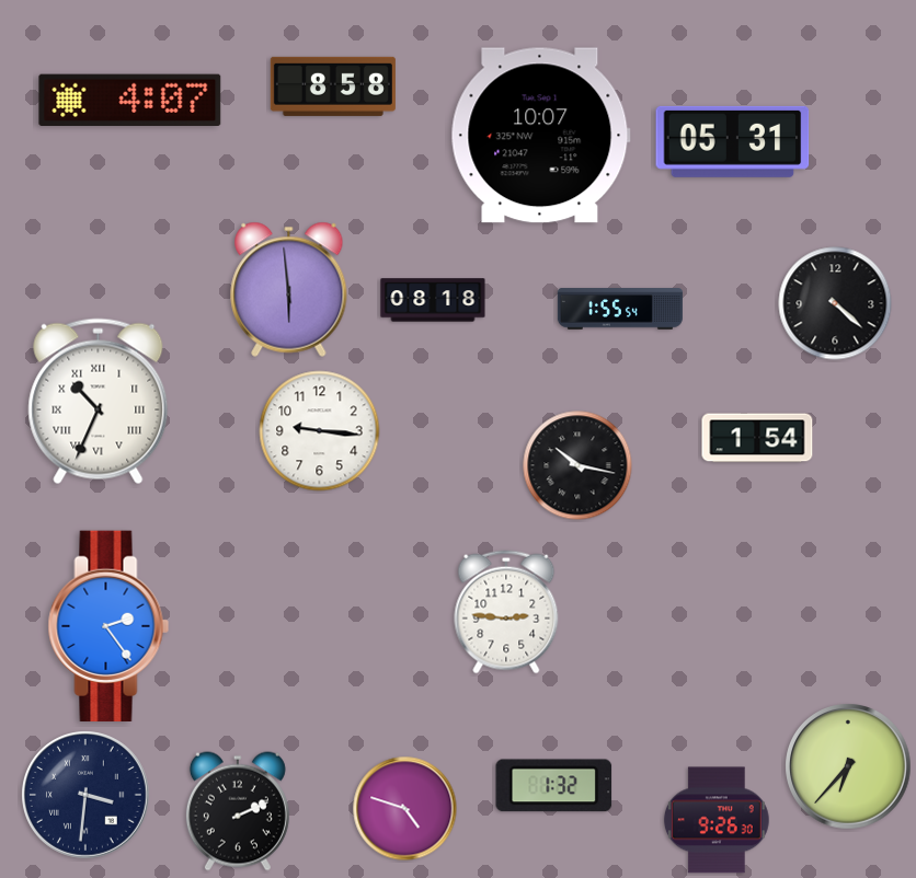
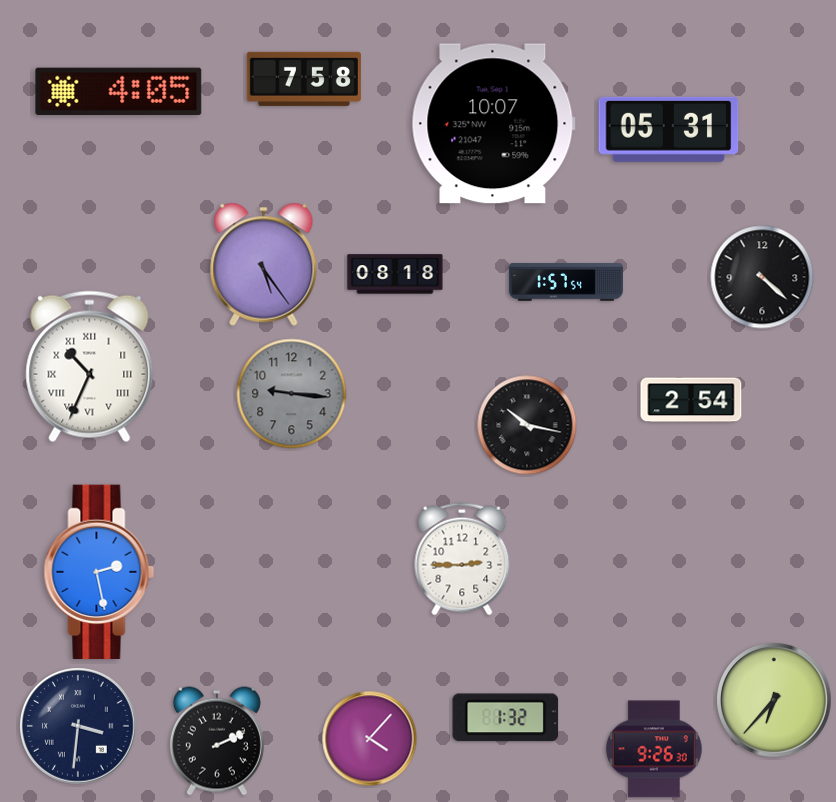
clock at (333, 86): 8:58 -> 7:58
clock at (130, 100): 4:07 -> 4:05
clock at (289, 289): 5:59 -> 5:24
clock at (620, 309): 1:55 -> 1:57
clock at (320, 431) dial: white -> grey
clock at (757, 438): 1:54 -> 2:54
clock at (506, 612): 2:46 -> 2:45
clock at (108, 625): 2:24 -> 2:28
clock at (405, 809): 4:48 -> 4:07
